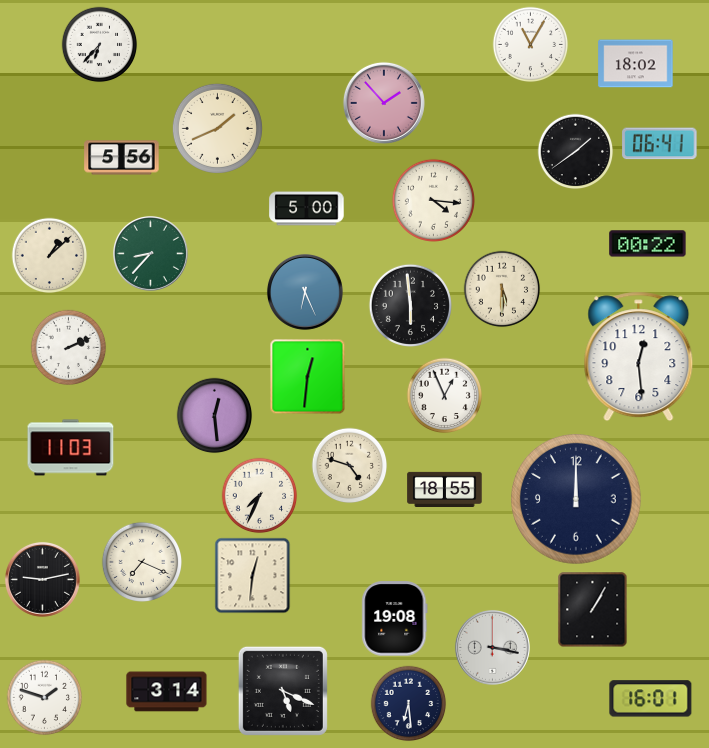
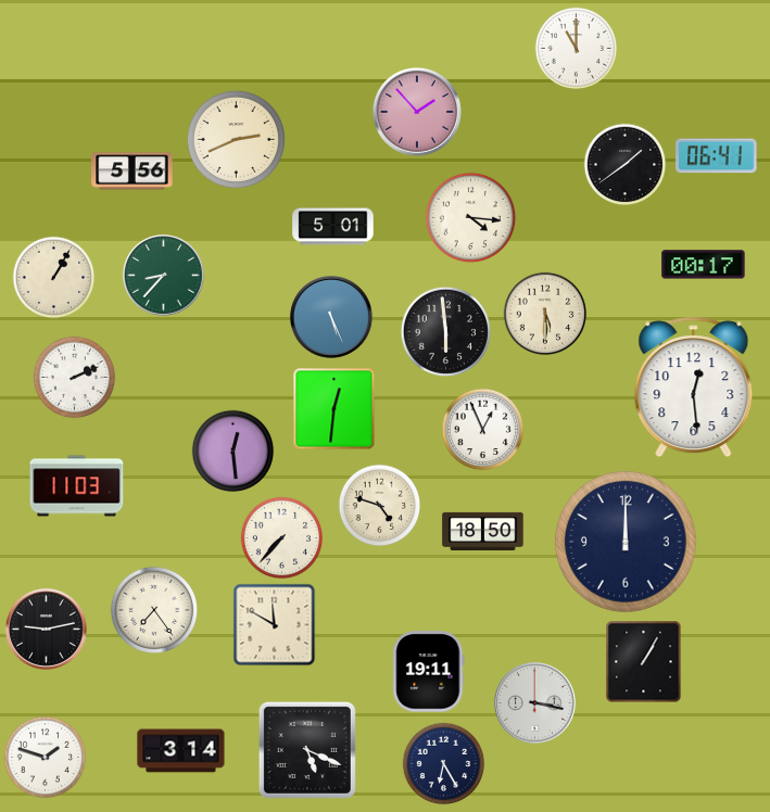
clock at (100, 45): 6:37 -> none
clock at (531, 45): 11:05 -> 11:00
clock at (636, 64): 18:02 -> none
clock at (217, 128): 1:41 -> 2:41
clock at (307, 209): 5:00 -> 5:01
clock at (648, 244): 00:22 -> 00:17
clock at (50, 256): 1:08 -> 1:05
clock at (305, 292): 6:26 -> 5:26
clock at (445, 489): 18:55 -> 18:50
clock at (260, 496): 7:34 -> 7:37
clock at (141, 561): 7:19 -> 7:24
clock at (253, 576): 12:31 -> 11:50
clock at (395, 619): 19:08 -> 19:11
clock at (45, 698) position: (45, 698) -> (46, 758)
clock at (651, 699): 16:01 -> none
clock at (409, 704): 6:29 -> 6:25
